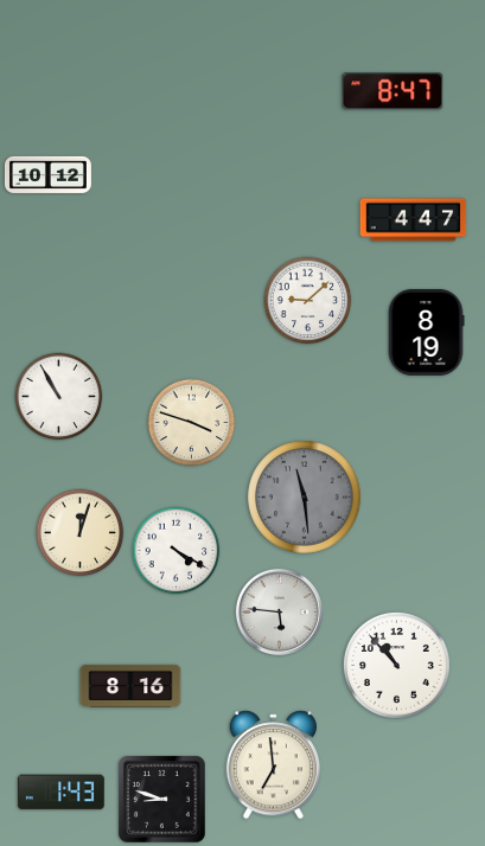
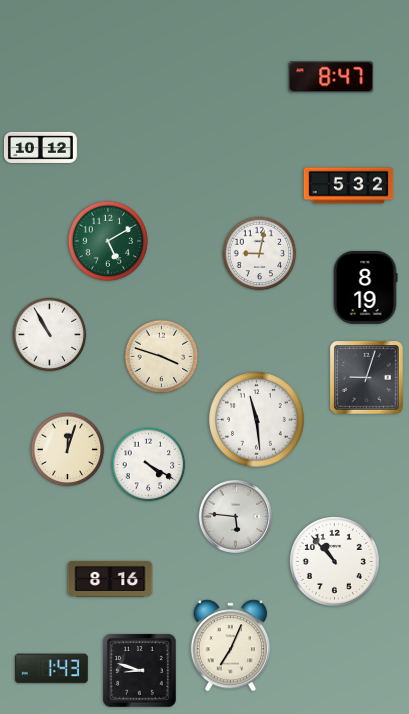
clock at (414, 220): 4:47 -> 5:32
clock at (108, 241): none -> 5:10
clock at (308, 301): 9:08 -> 9:02
clock at (426, 332) position: (426, 332) -> (365, 287)
clock at (367, 378): none -> 9:03
clock at (305, 498) dial: grey -> white
clock at (273, 765): 6:59 -> 7:04
clock at (162, 800) position: (162, 800) -> (140, 671)
